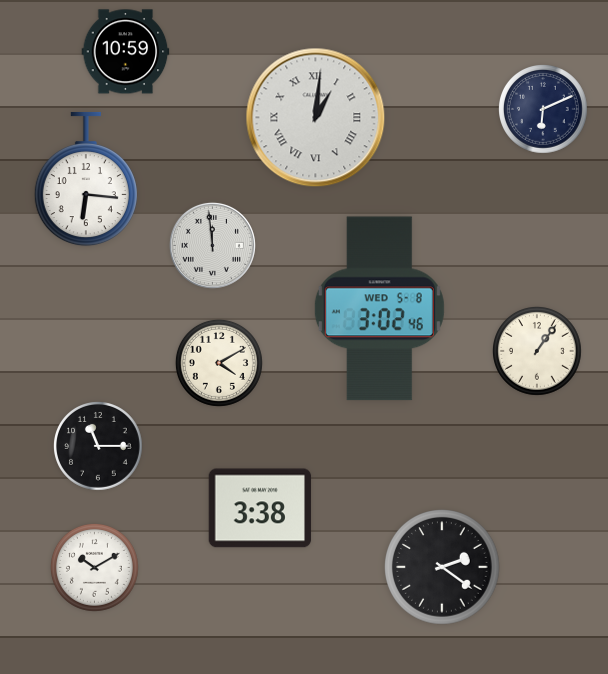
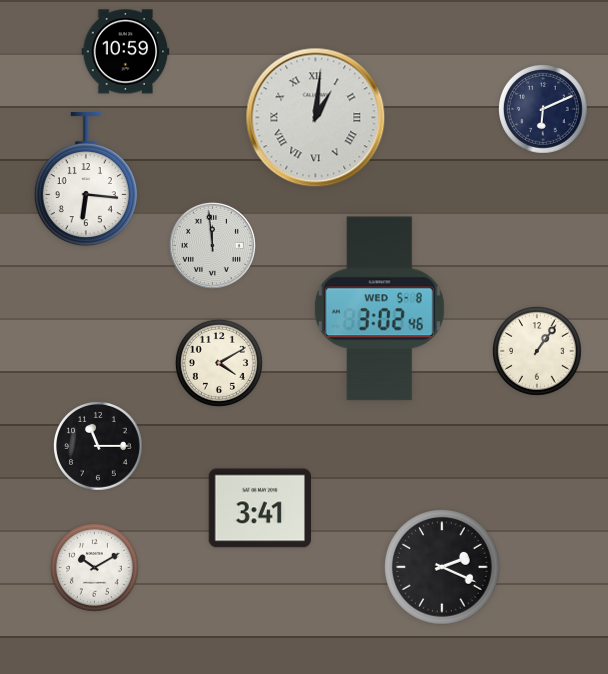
clock at (260, 508): 3:38 -> 3:41
clock at (442, 567): 2:21 -> 2:19
